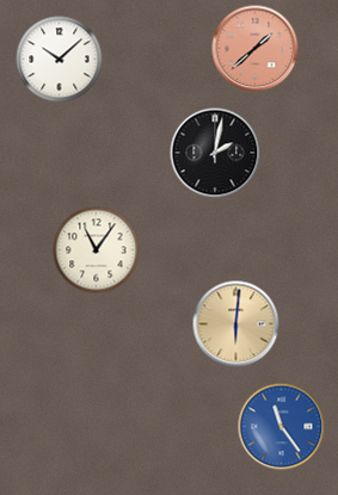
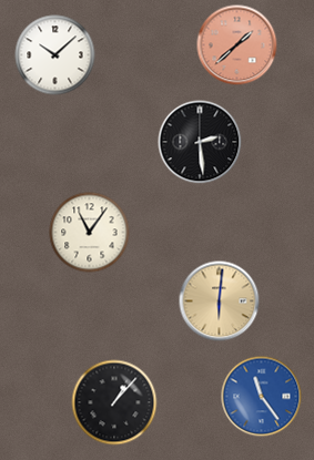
clock at (215, 153): 2:02 -> 2:29
clock at (114, 402): none -> 1:07
